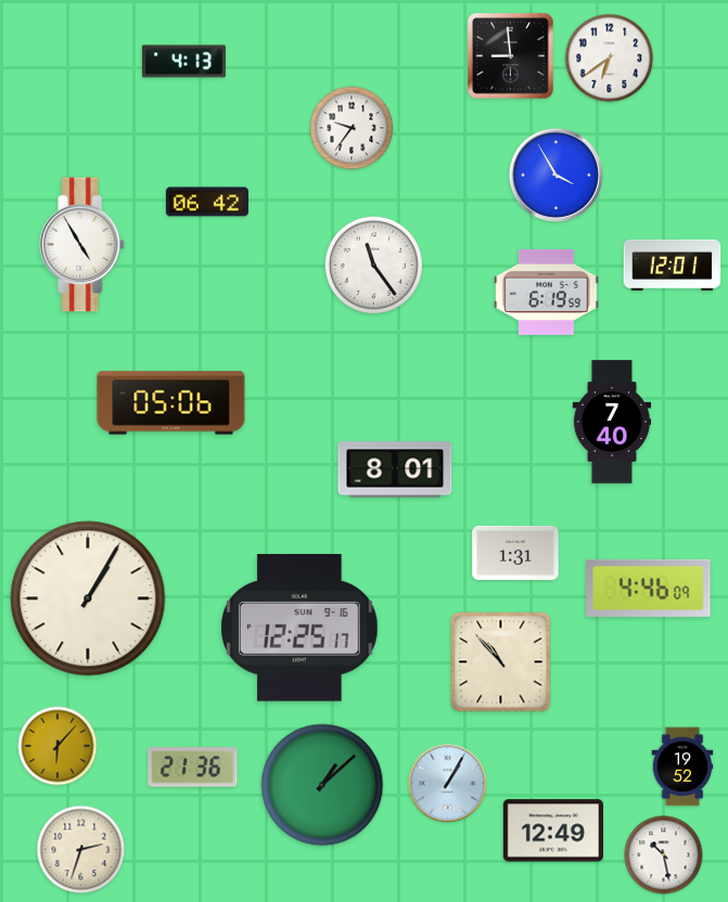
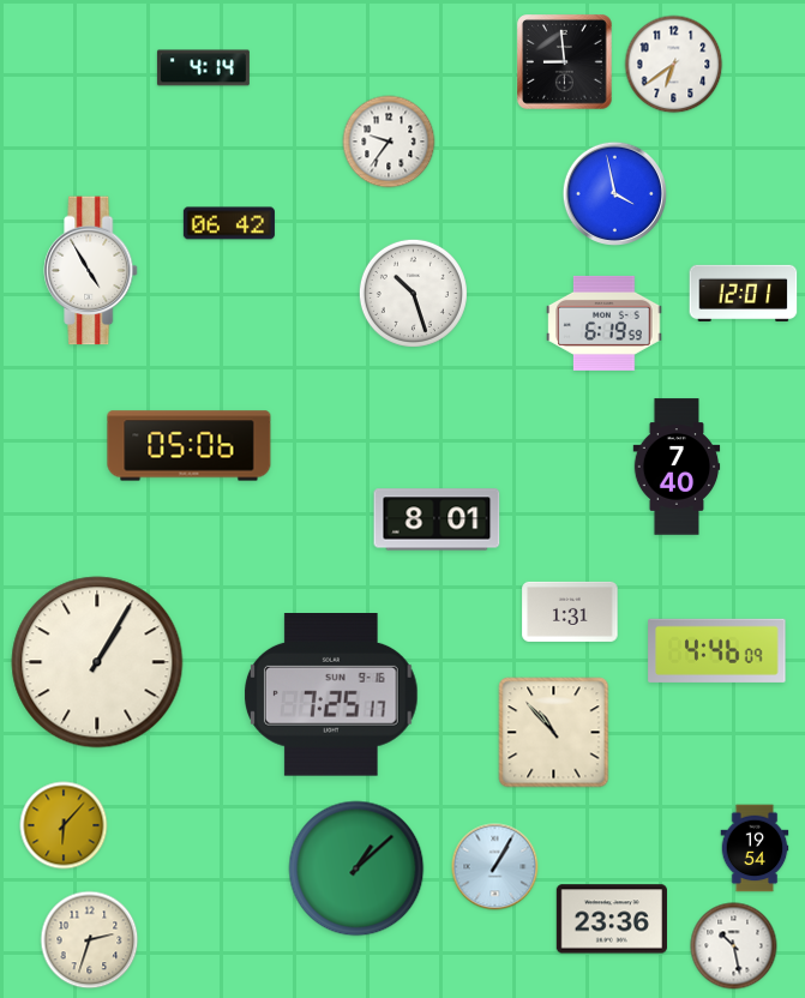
clock at (183, 62): 4:13 -> 4:14
clock at (555, 175): 3:55 -> 3:58
clock at (373, 265): 11:24 -> 10:27
clock at (301, 629): 12:25 -> 7:25
clock at (682, 766): 19:52 -> 19:54
clock at (193, 768): 21:36 -> none
clock at (553, 830): 12:49 -> 23:36
